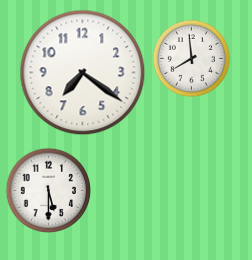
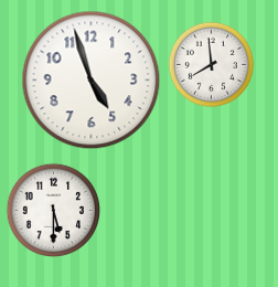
clock at (83, 73): 7:21 -> 4:57
